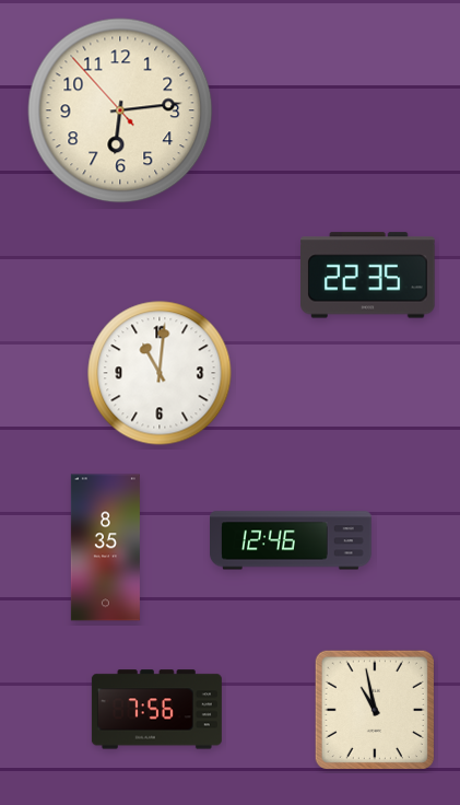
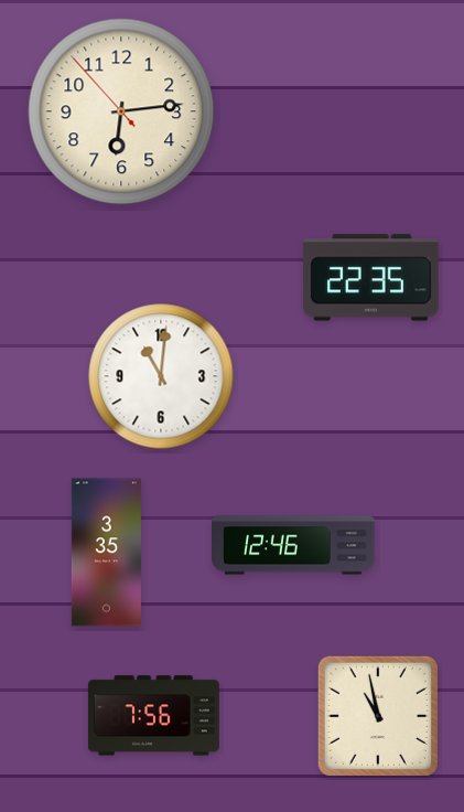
clock at (105, 548): 8:35 -> 3:35
clock at (156, 710) position: (156, 710) -> (153, 716)
